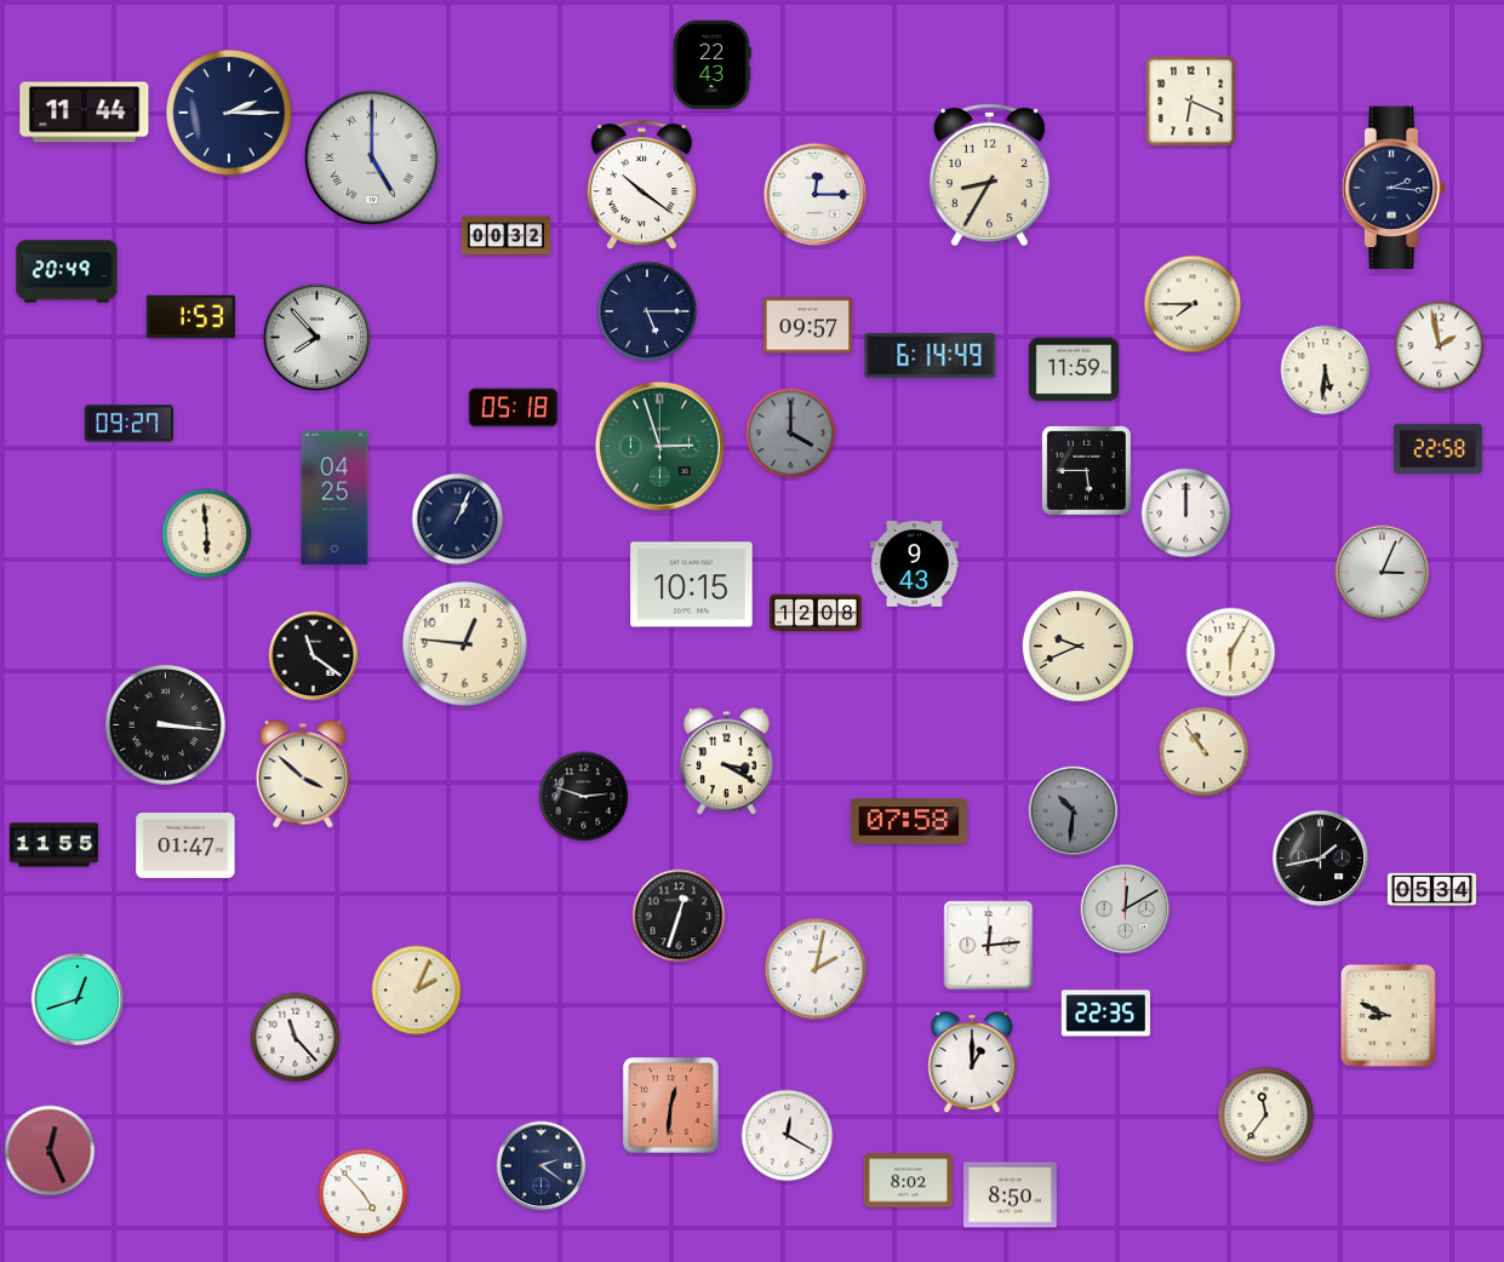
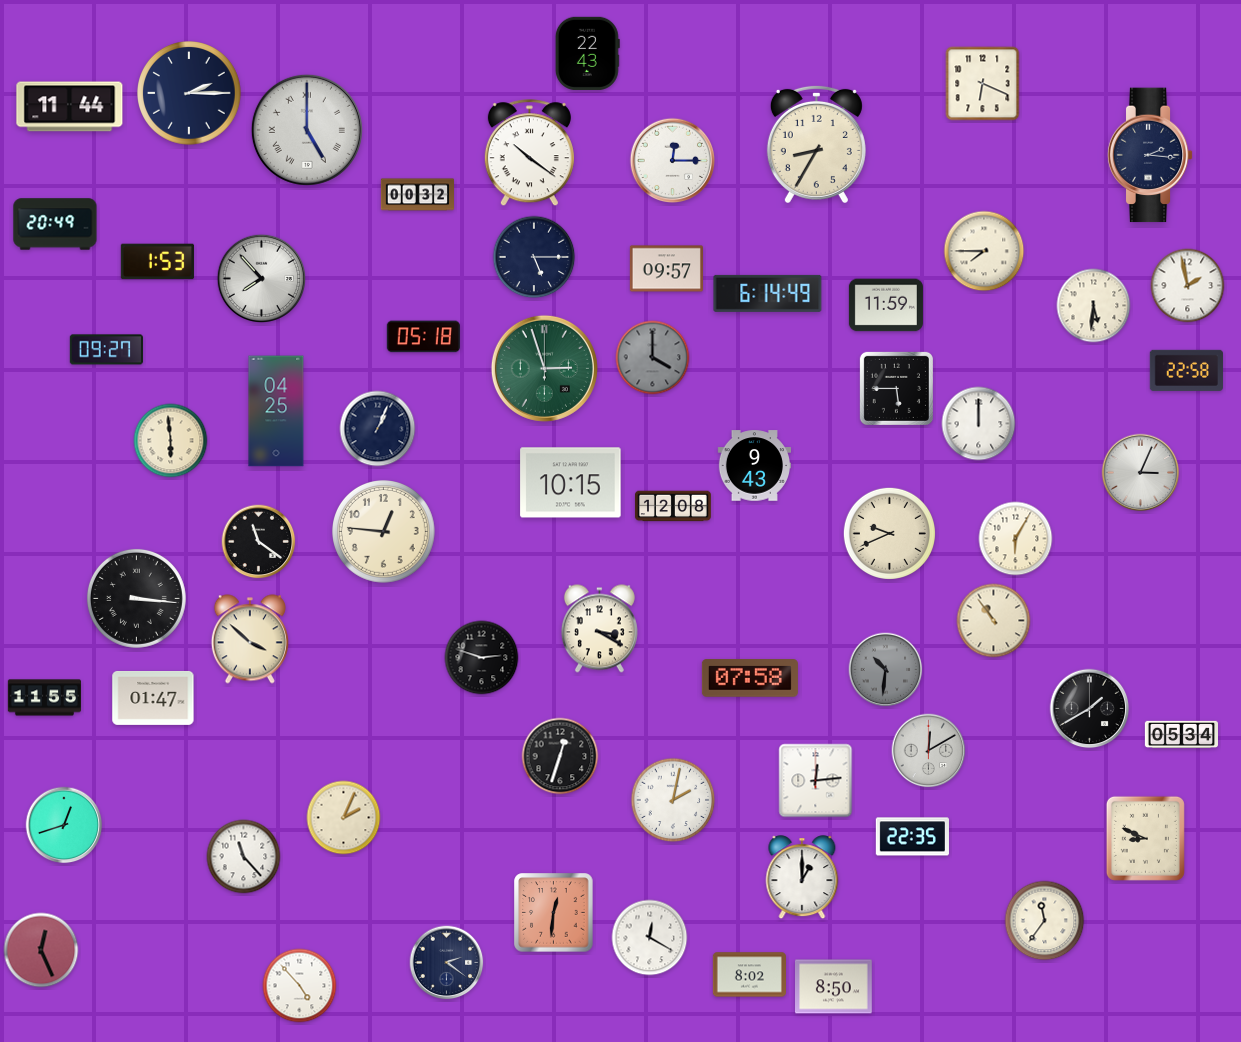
clock at (85, 113) position: (85, 113) -> (70, 107)
clock at (1321, 859): 1:43 -> 1:40
